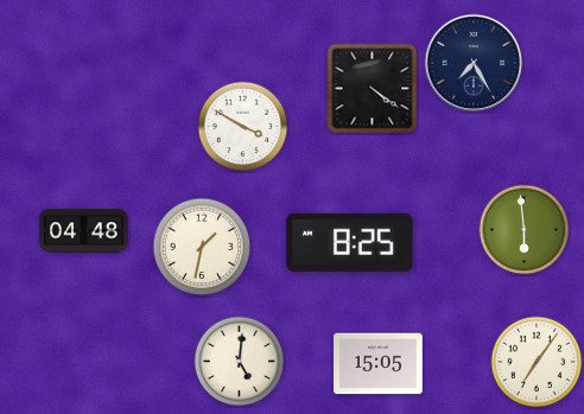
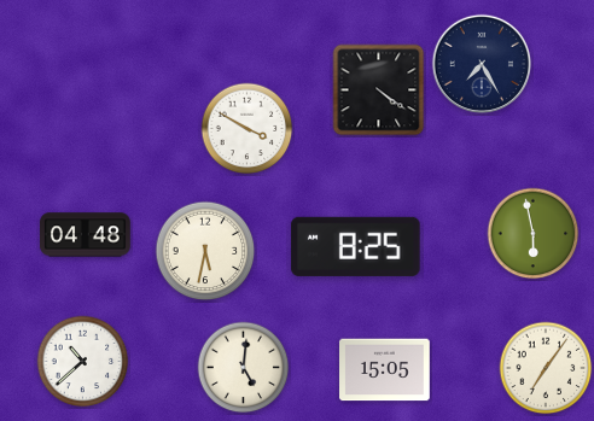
clock at (525, 230): 5:59 -> 5:58
clock at (202, 247): 1:32 -> 5:32
clock at (83, 362): none -> 10:38
